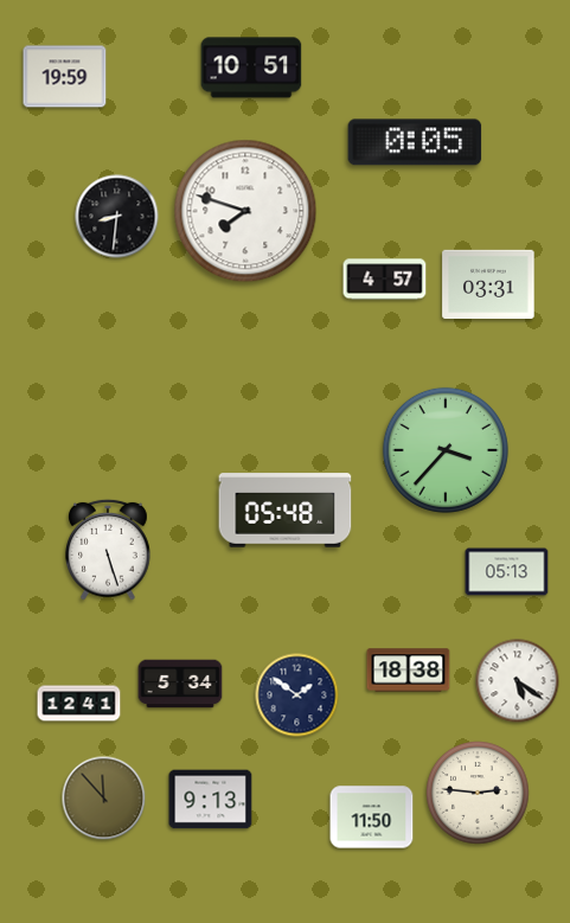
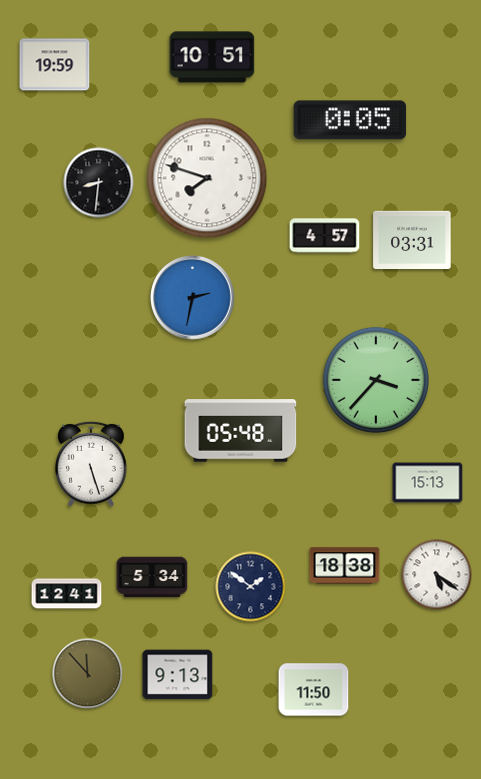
clock at (193, 298): none -> 2:32
clock at (507, 572): 05:13 -> 15:13
clock at (478, 793): 2:46 -> none
